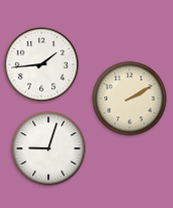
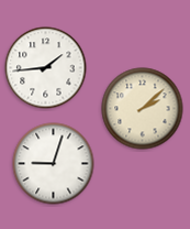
clock at (42, 65) position: (42, 65) -> (46, 68)
clock at (130, 99): 2:10 -> 2:08
